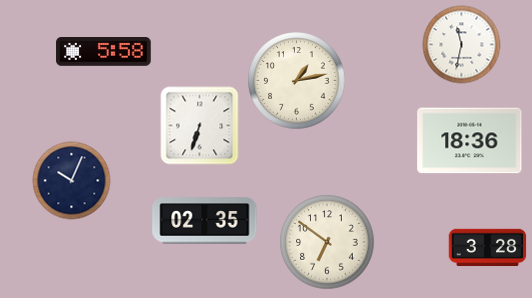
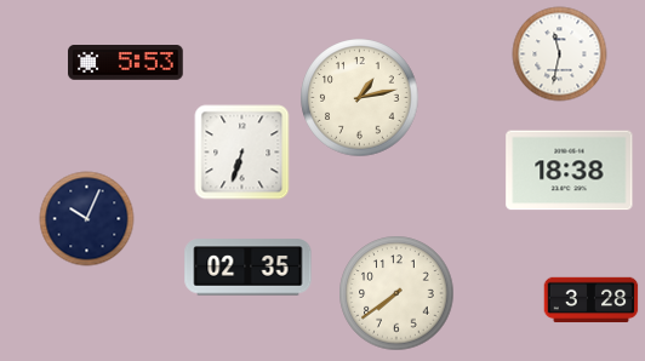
clock at (104, 52): 5:58 -> 5:53
clock at (470, 141): 18:36 -> 18:38
clock at (327, 242): 6:51 -> 7:39
